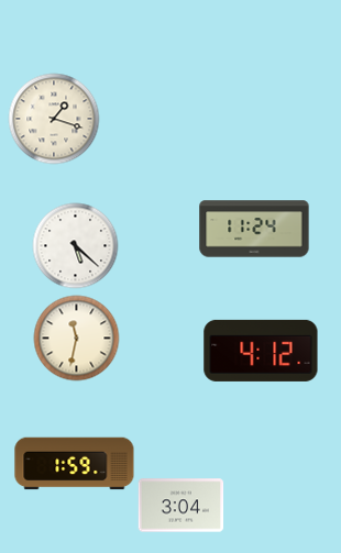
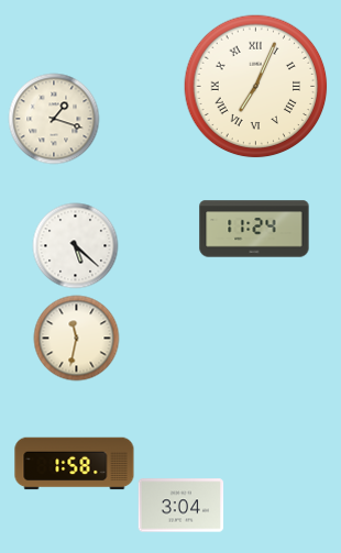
clock at (256, 87): none -> 7:04
clock at (261, 351): 4:12 -> none
clock at (75, 464): 1:59 -> 1:58
